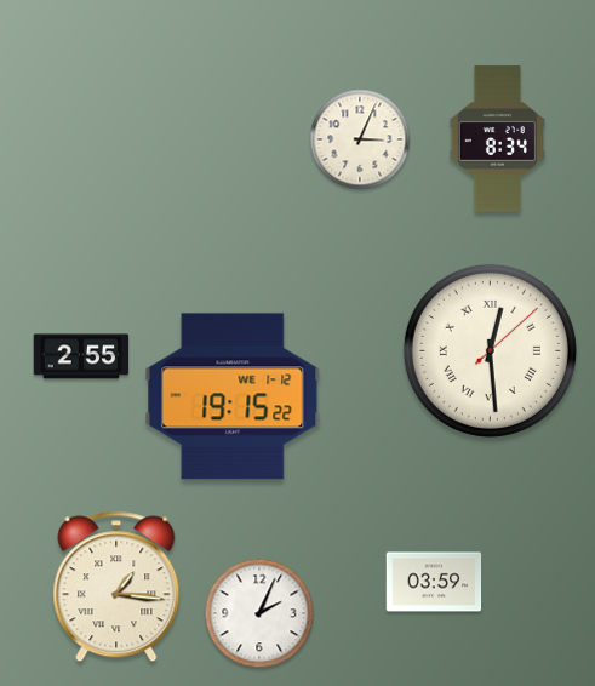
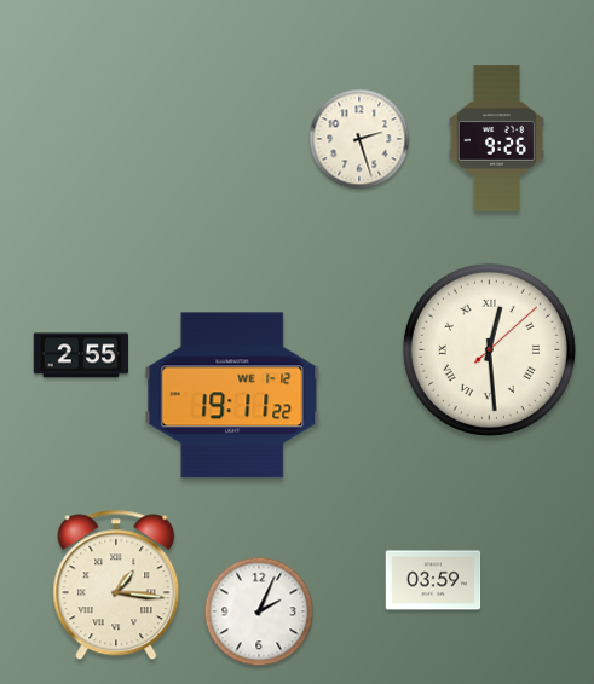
clock at (360, 139): 3:04 -> 2:27
clock at (497, 139): 8:34 -> 9:26
clock at (233, 396): 19:15 -> 19:11
